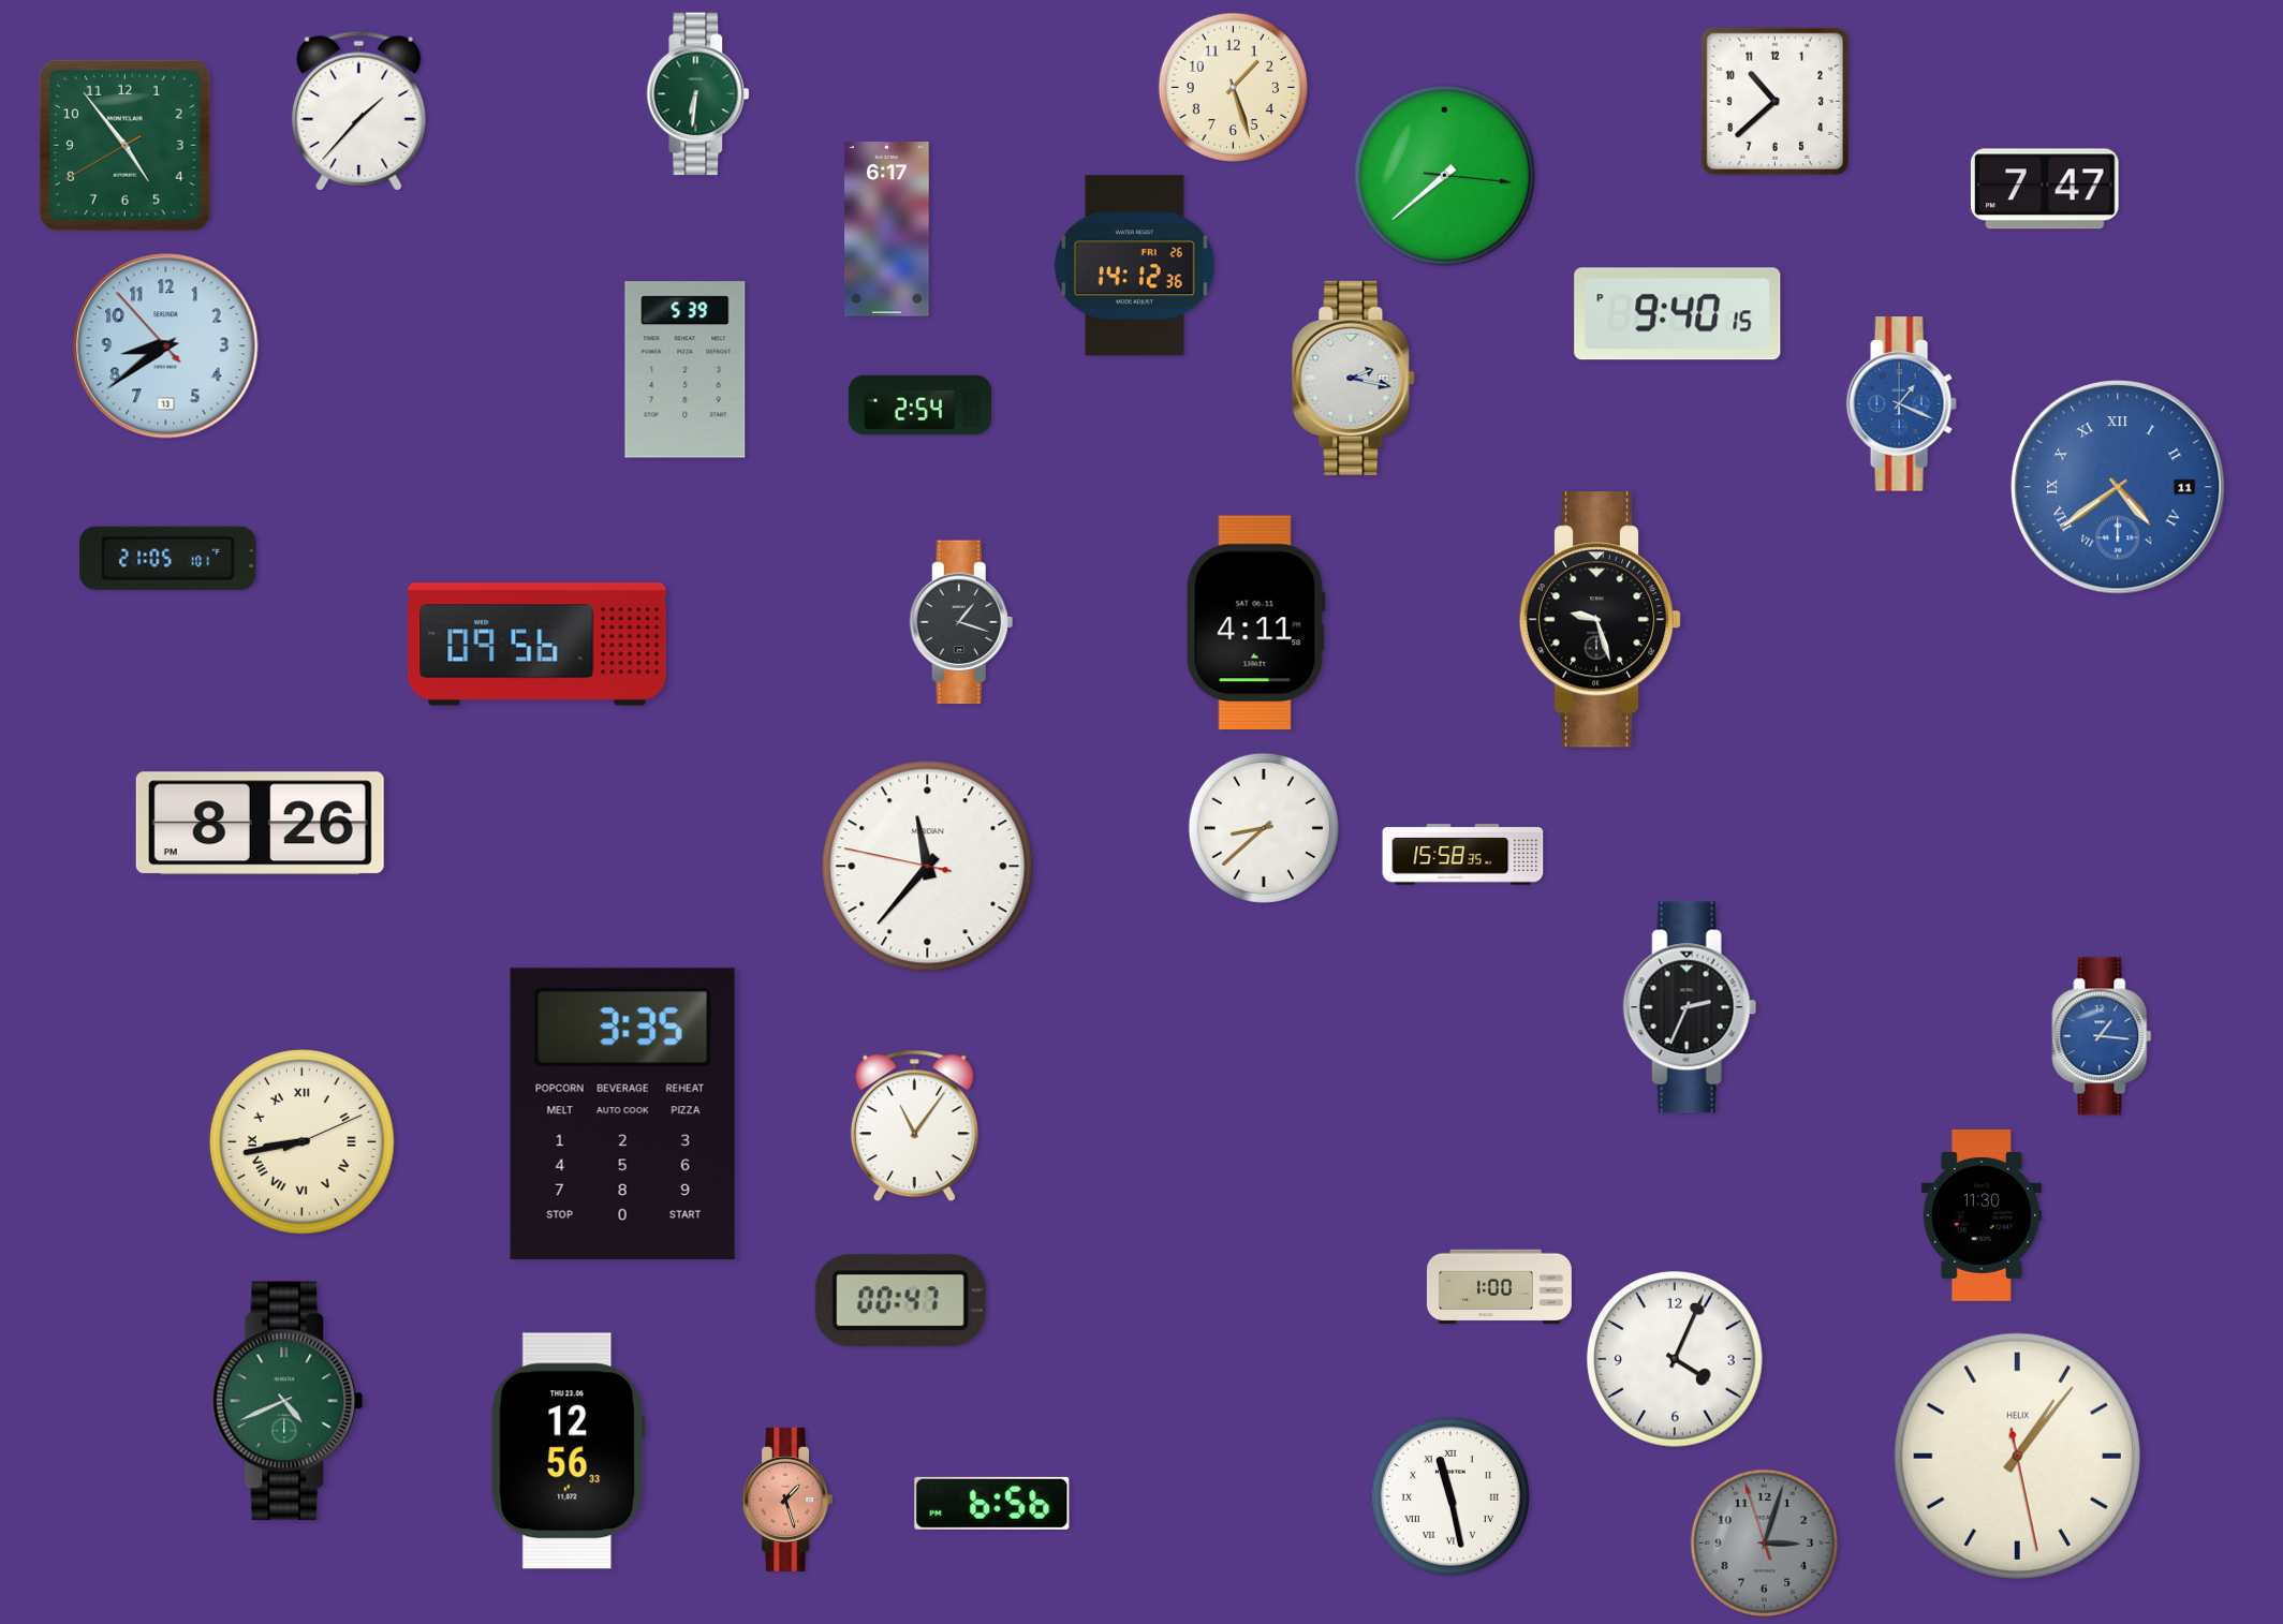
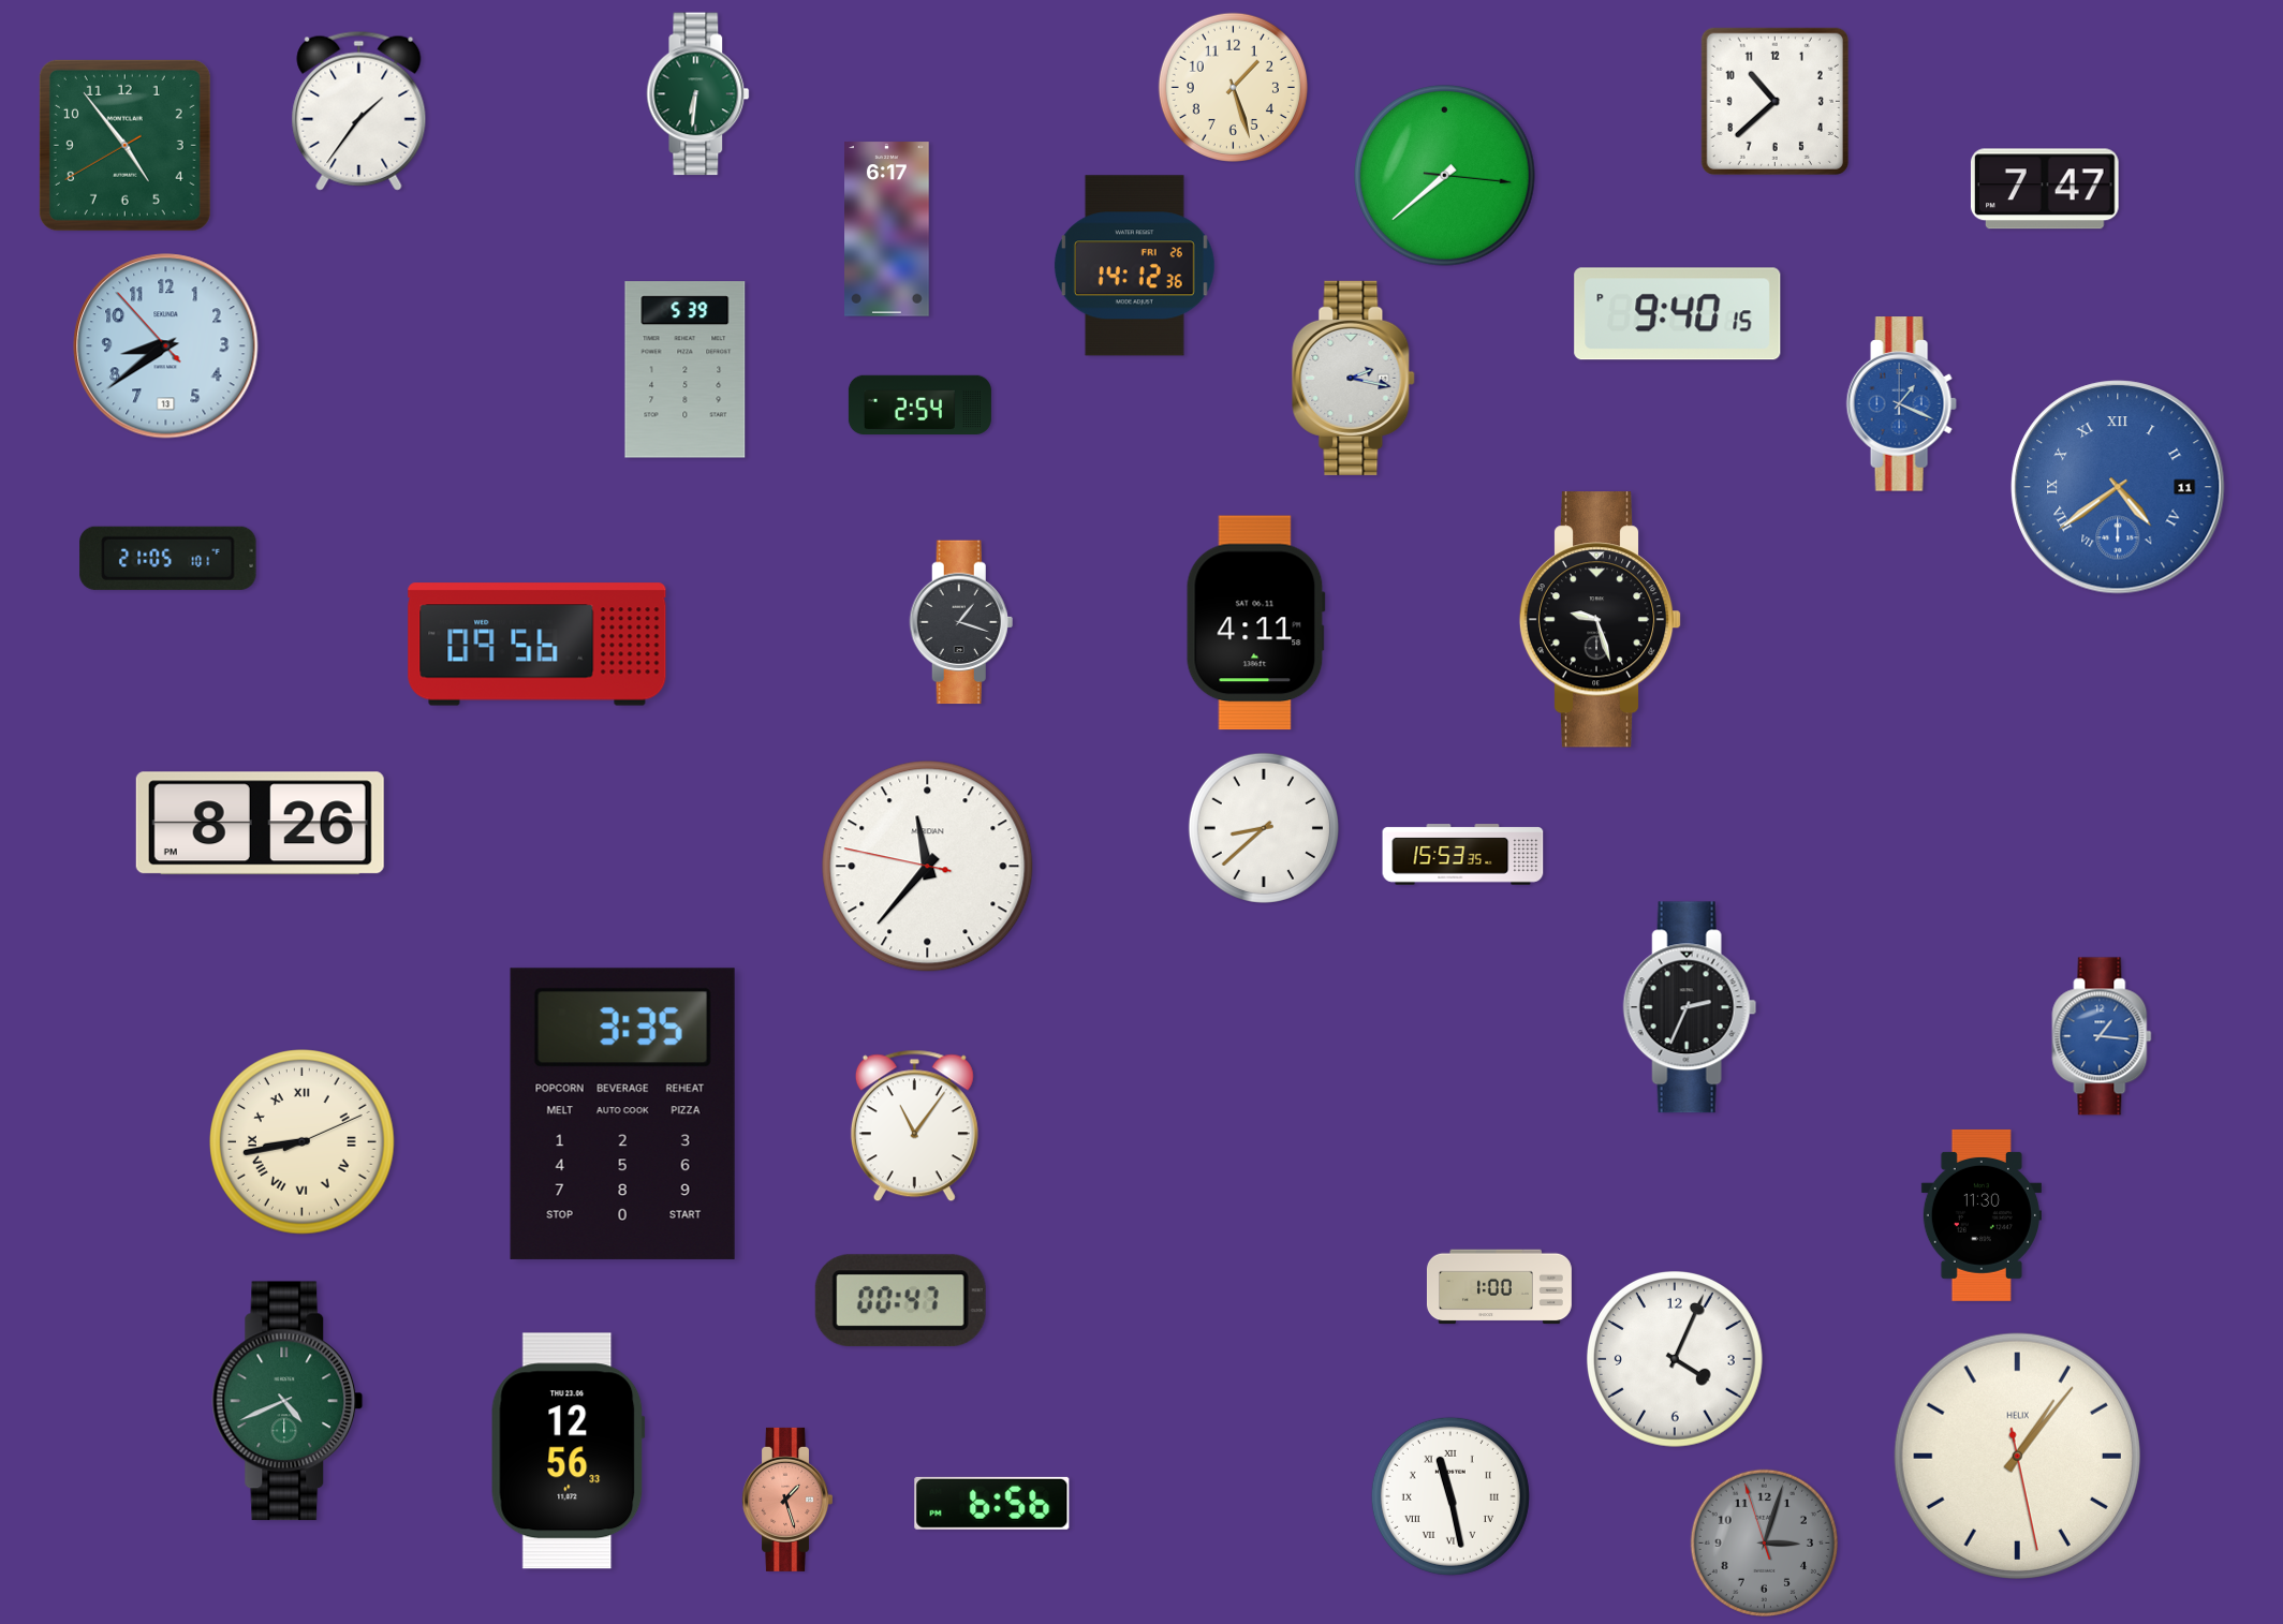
clock at (359, 110): 1:37 -> 1:36
clock at (1463, 855): 15:58 -> 15:53
